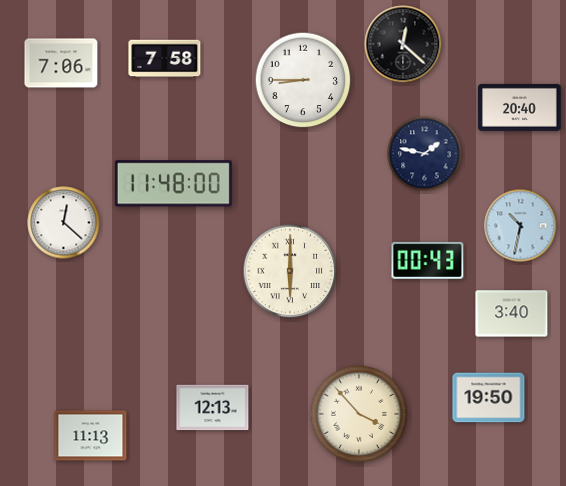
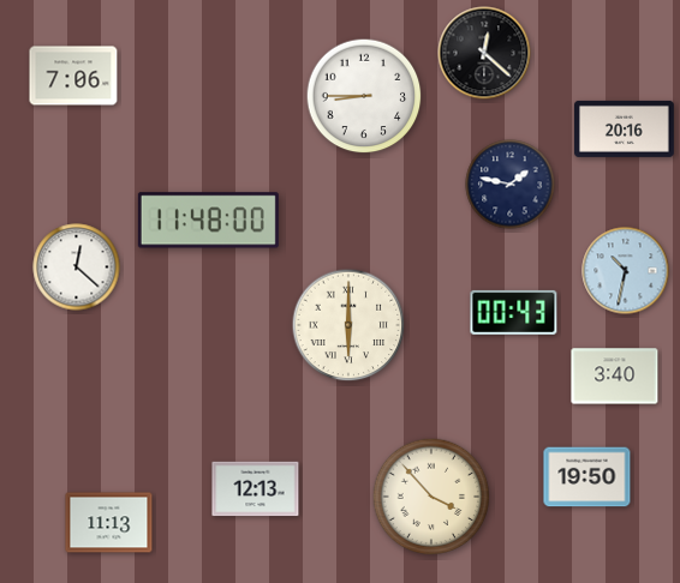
clock at (165, 59): 7:58 -> none
clock at (520, 107): 20:40 -> 20:16
